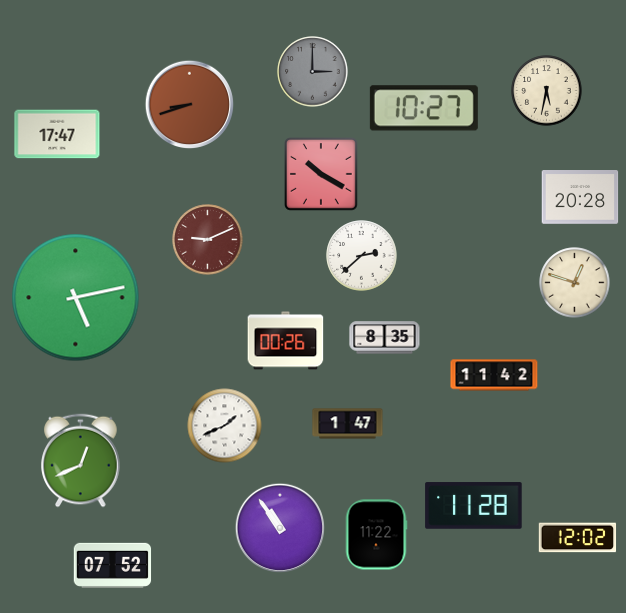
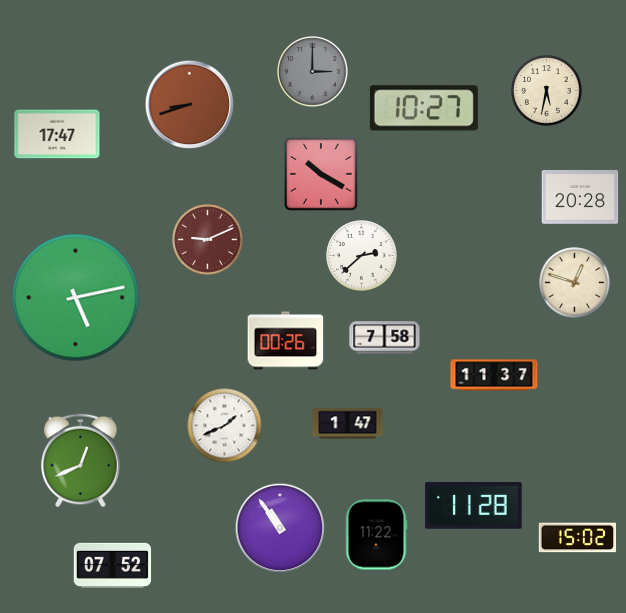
clock at (385, 338): 8:35 -> 7:58
clock at (494, 375): 11:42 -> 11:37
clock at (578, 538): 12:02 -> 15:02
